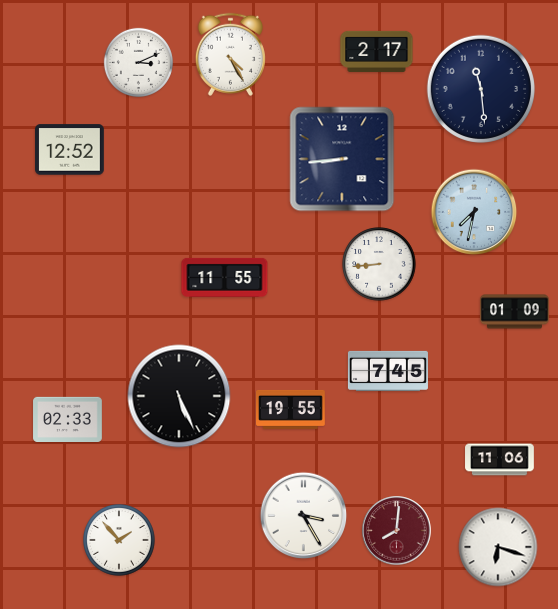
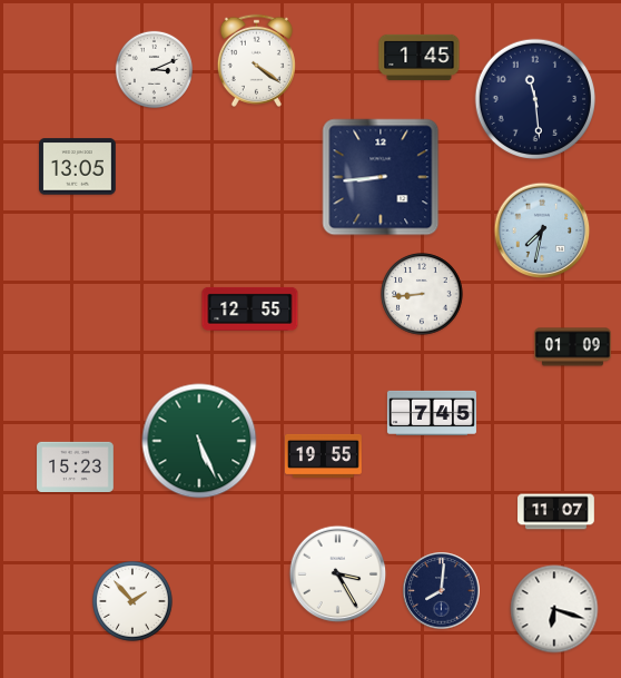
clock at (377, 51): 2:17 -> 1:45
clock at (230, 54): 4:25 -> 4:21
clock at (70, 150): 12:52 -> 13:05
clock at (474, 212) position: (474, 212) -> (542, 230)
clock at (225, 277): 11:55 -> 12:55
clock at (179, 396) dial: black -> green
clock at (68, 419): 02:33 -> 15:23
clock at (500, 460): 11:06 -> 11:07
clock at (397, 531) dial: burgundy -> navy
